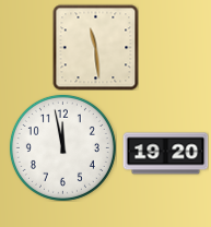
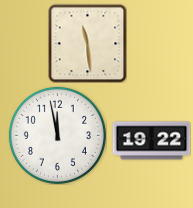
clock at (165, 154): 19:20 -> 19:22
